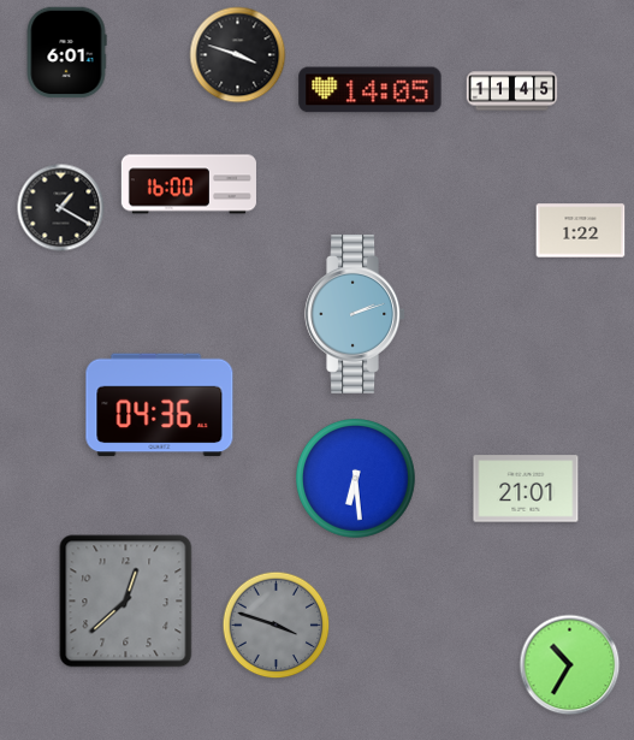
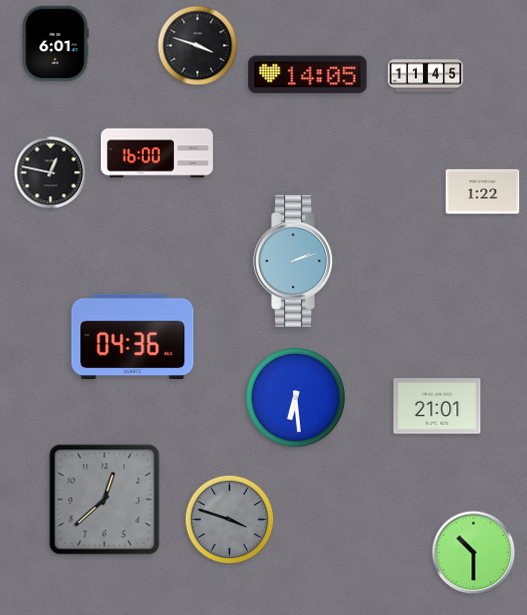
clock at (61, 208): 1:20 -> 12:47
clock at (570, 665): 10:35 -> 10:30
